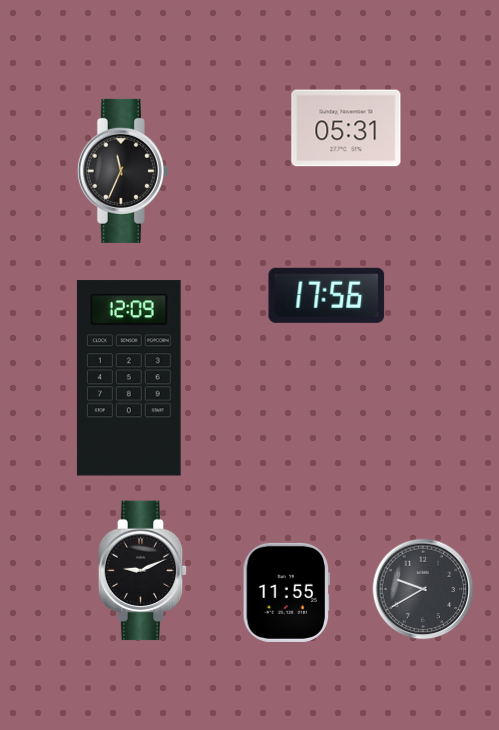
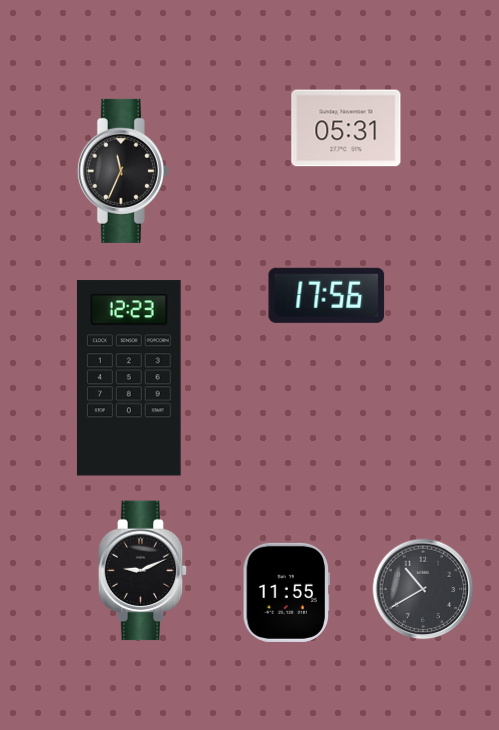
clock at (129, 378): 12:09 -> 12:23
clock at (423, 589): 9:40 -> 10:40
